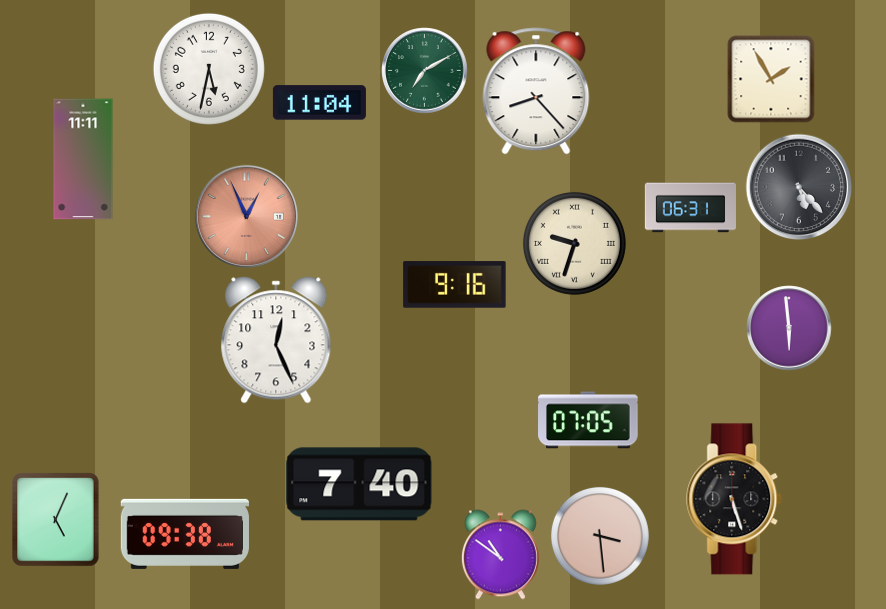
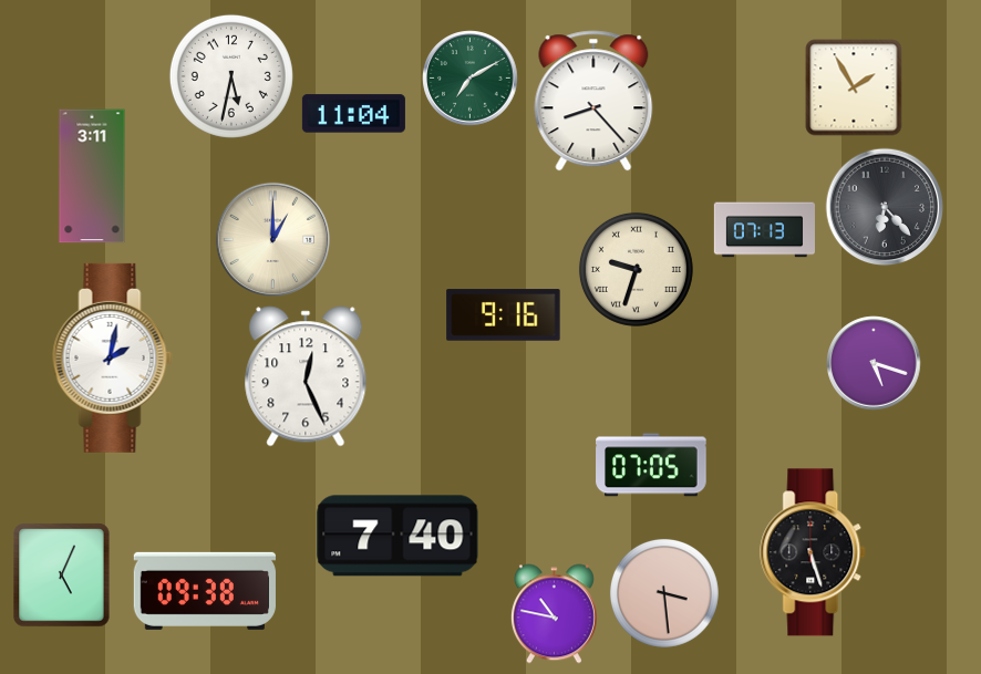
clock at (83, 159): 11:11 -> 3:11
clock at (799, 187): 5:23 -> 6:23
clock at (690, 208): 06:31 -> 07:13
clock at (246, 216): 12:56 -> 1:00
clock at (246, 216) dial: salmon -> cream
clock at (113, 357): none -> 2:02
clock at (789, 328): 5:59 -> 5:18
clock at (500, 555): 10:51 -> 10:47
